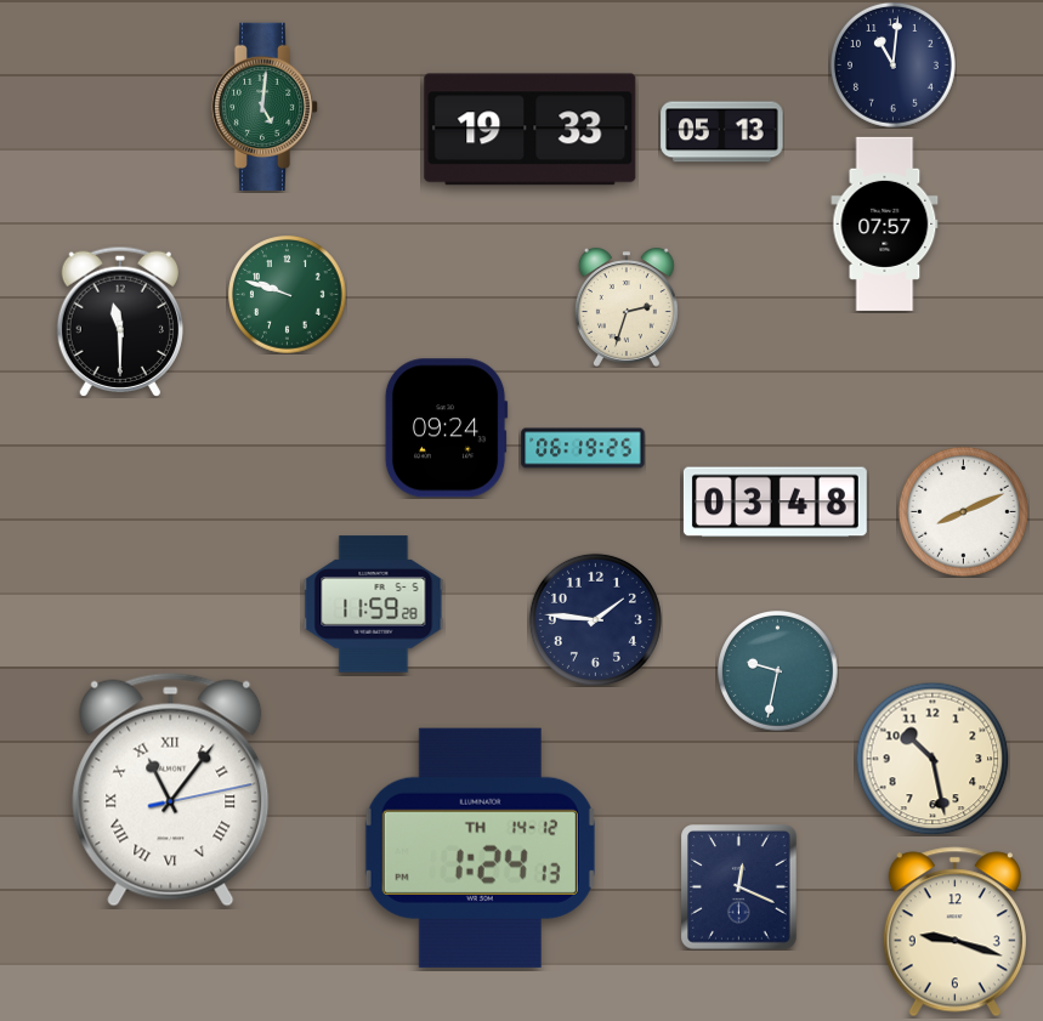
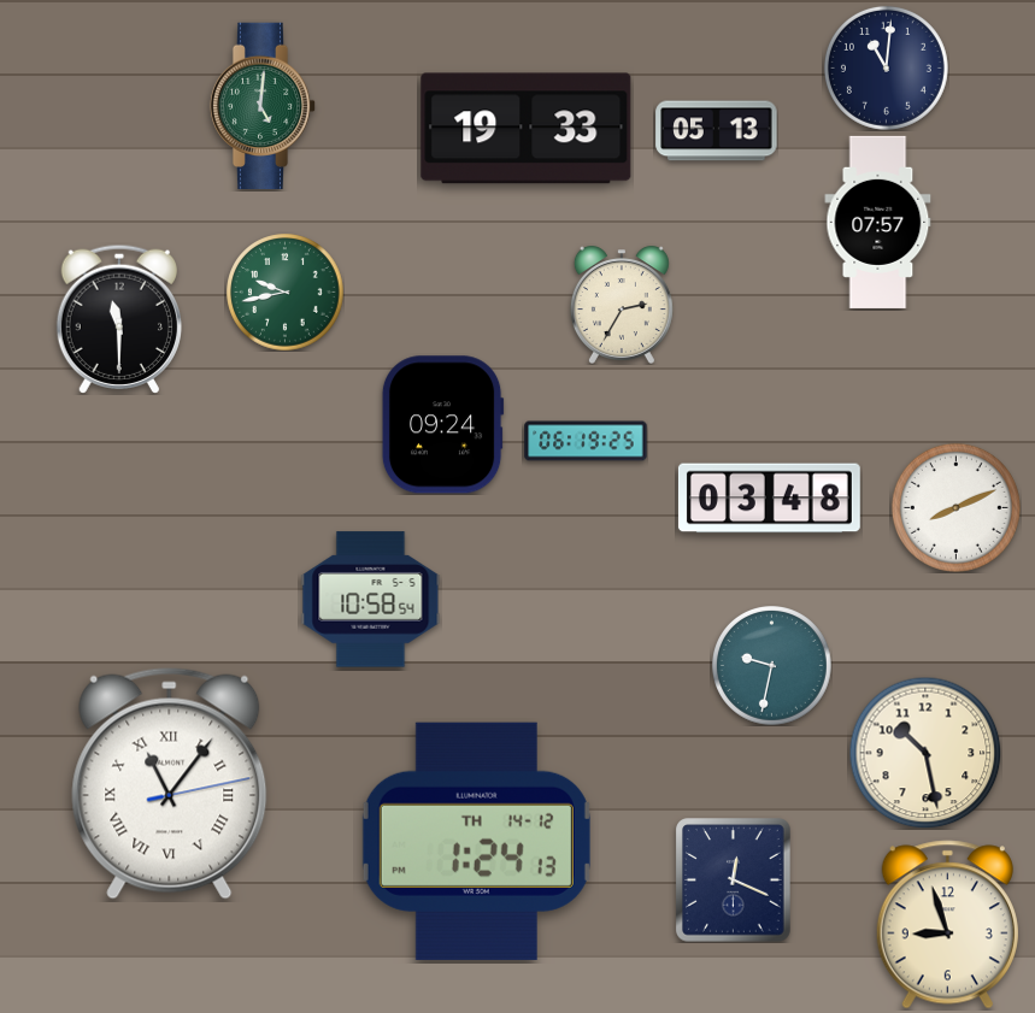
clock at (892, 64) position: (892, 64) -> (886, 67)
clock at (288, 295): 9:48 -> 9:43
clock at (627, 307): 2:33 -> 2:35
clock at (583, 448) position: (583, 448) -> (586, 441)
clock at (374, 605): 11:59 -> 10:58
clock at (595, 619): 1:46 -> none
clock at (954, 932): 9:18 -> 8:57
